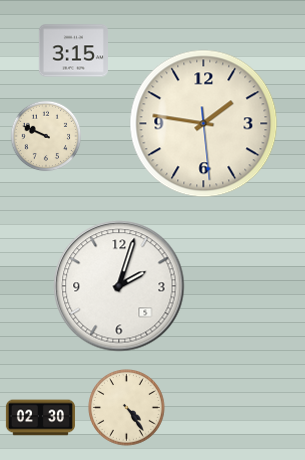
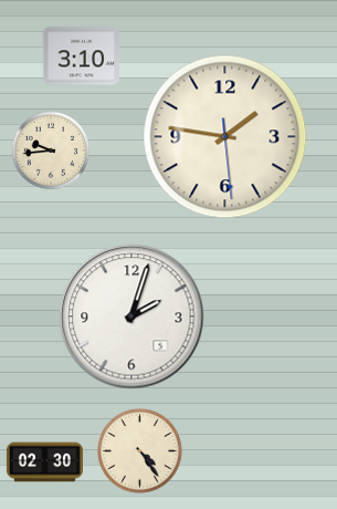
clock at (73, 51): 3:15 -> 3:10
clock at (46, 136): 9:49 -> 9:44
